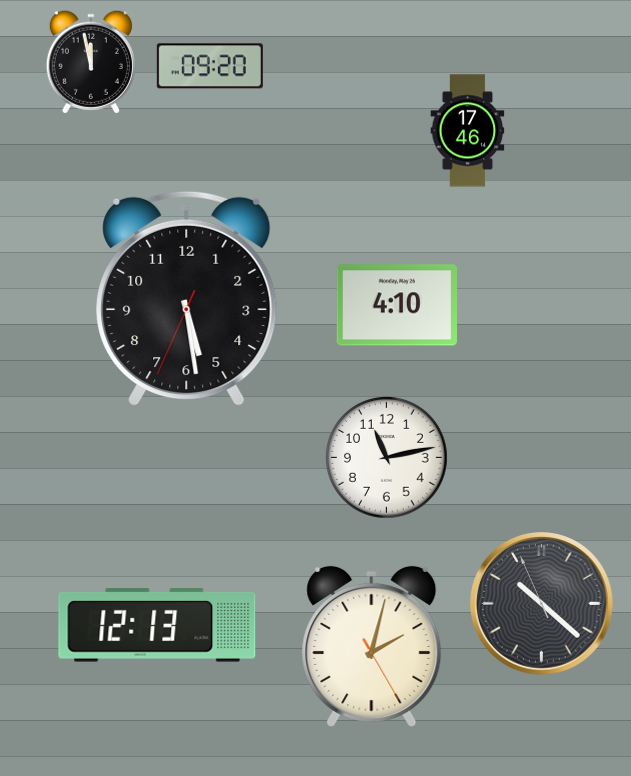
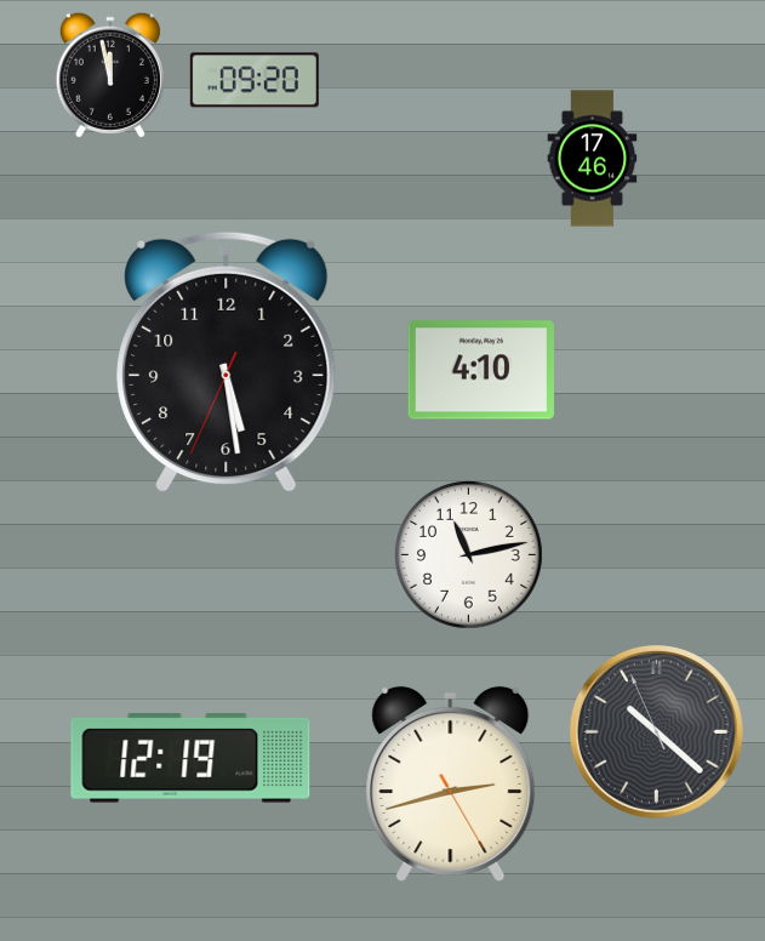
clock at (468, 131) position: (468, 131) -> (593, 159)
clock at (157, 625): 12:13 -> 12:19
clock at (372, 646): 2:02 -> 2:42
